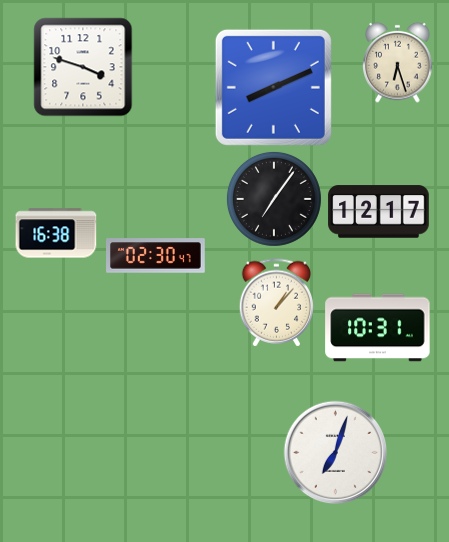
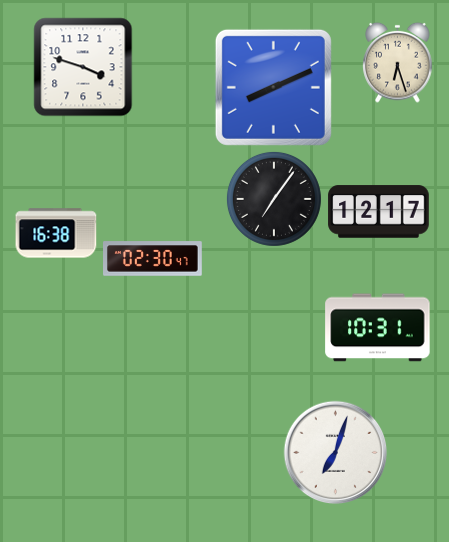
clock at (156, 256) position: (156, 256) -> (153, 259)
clock at (276, 303): 1:07 -> none
